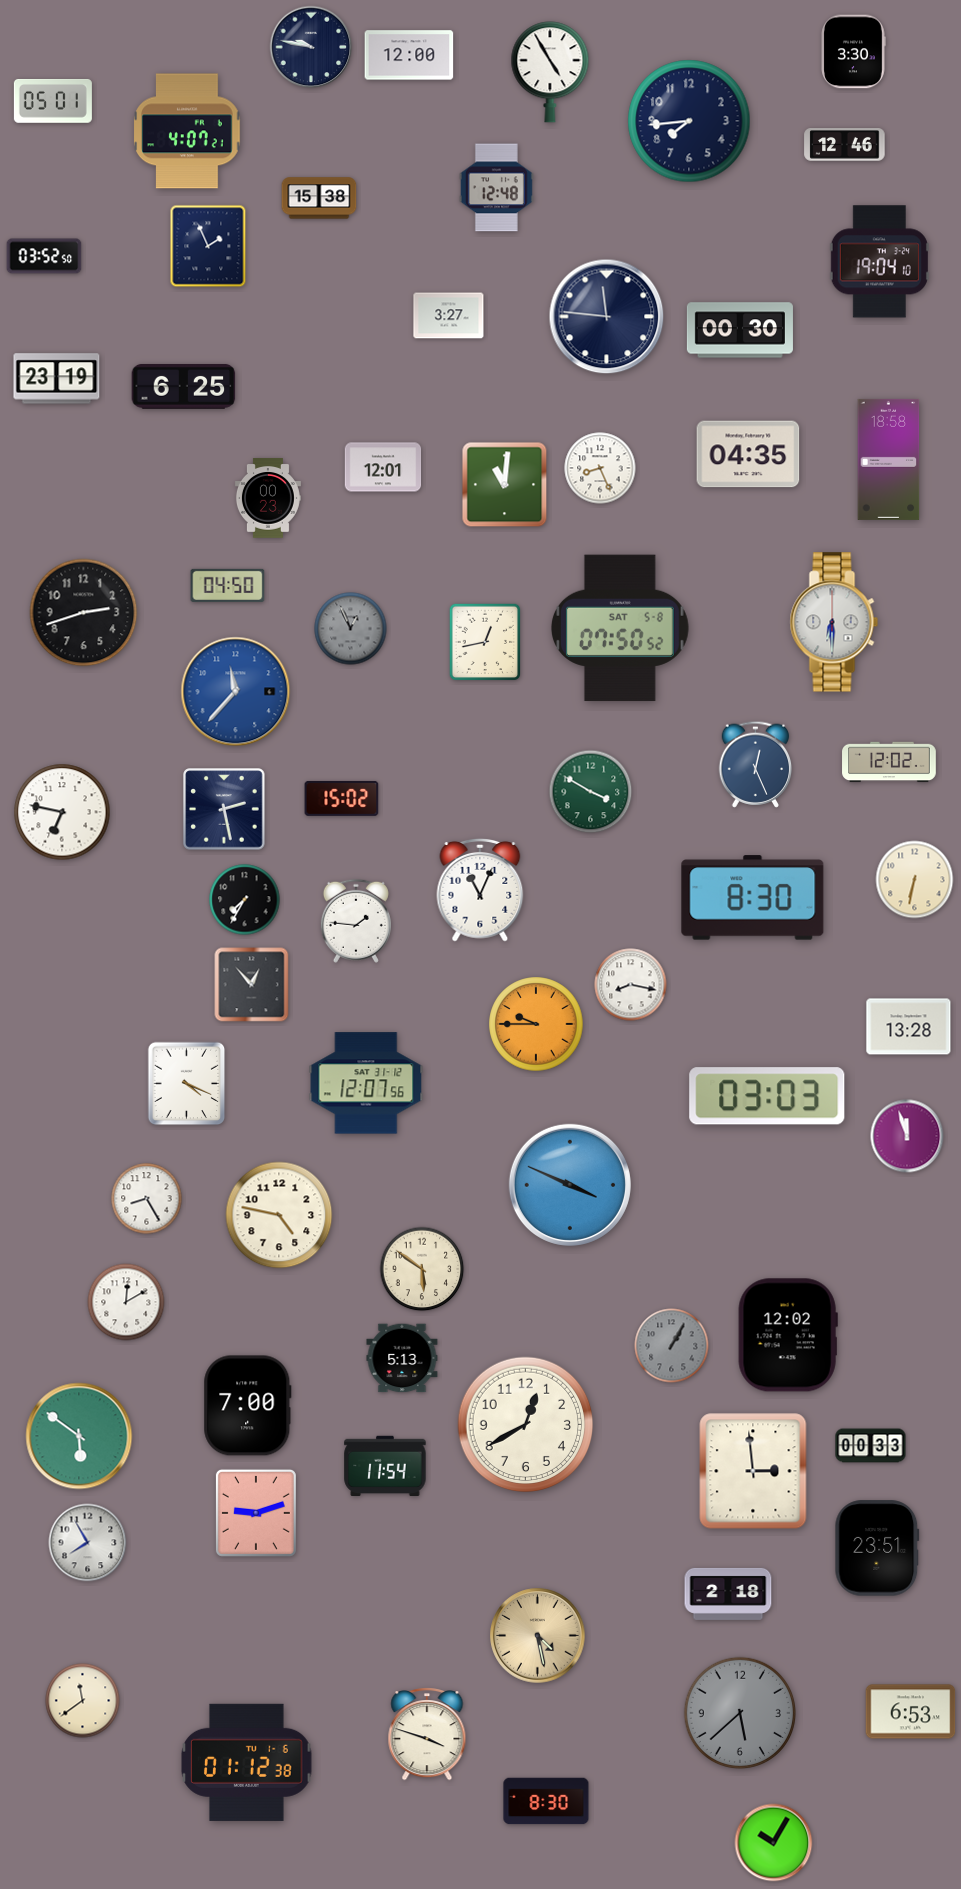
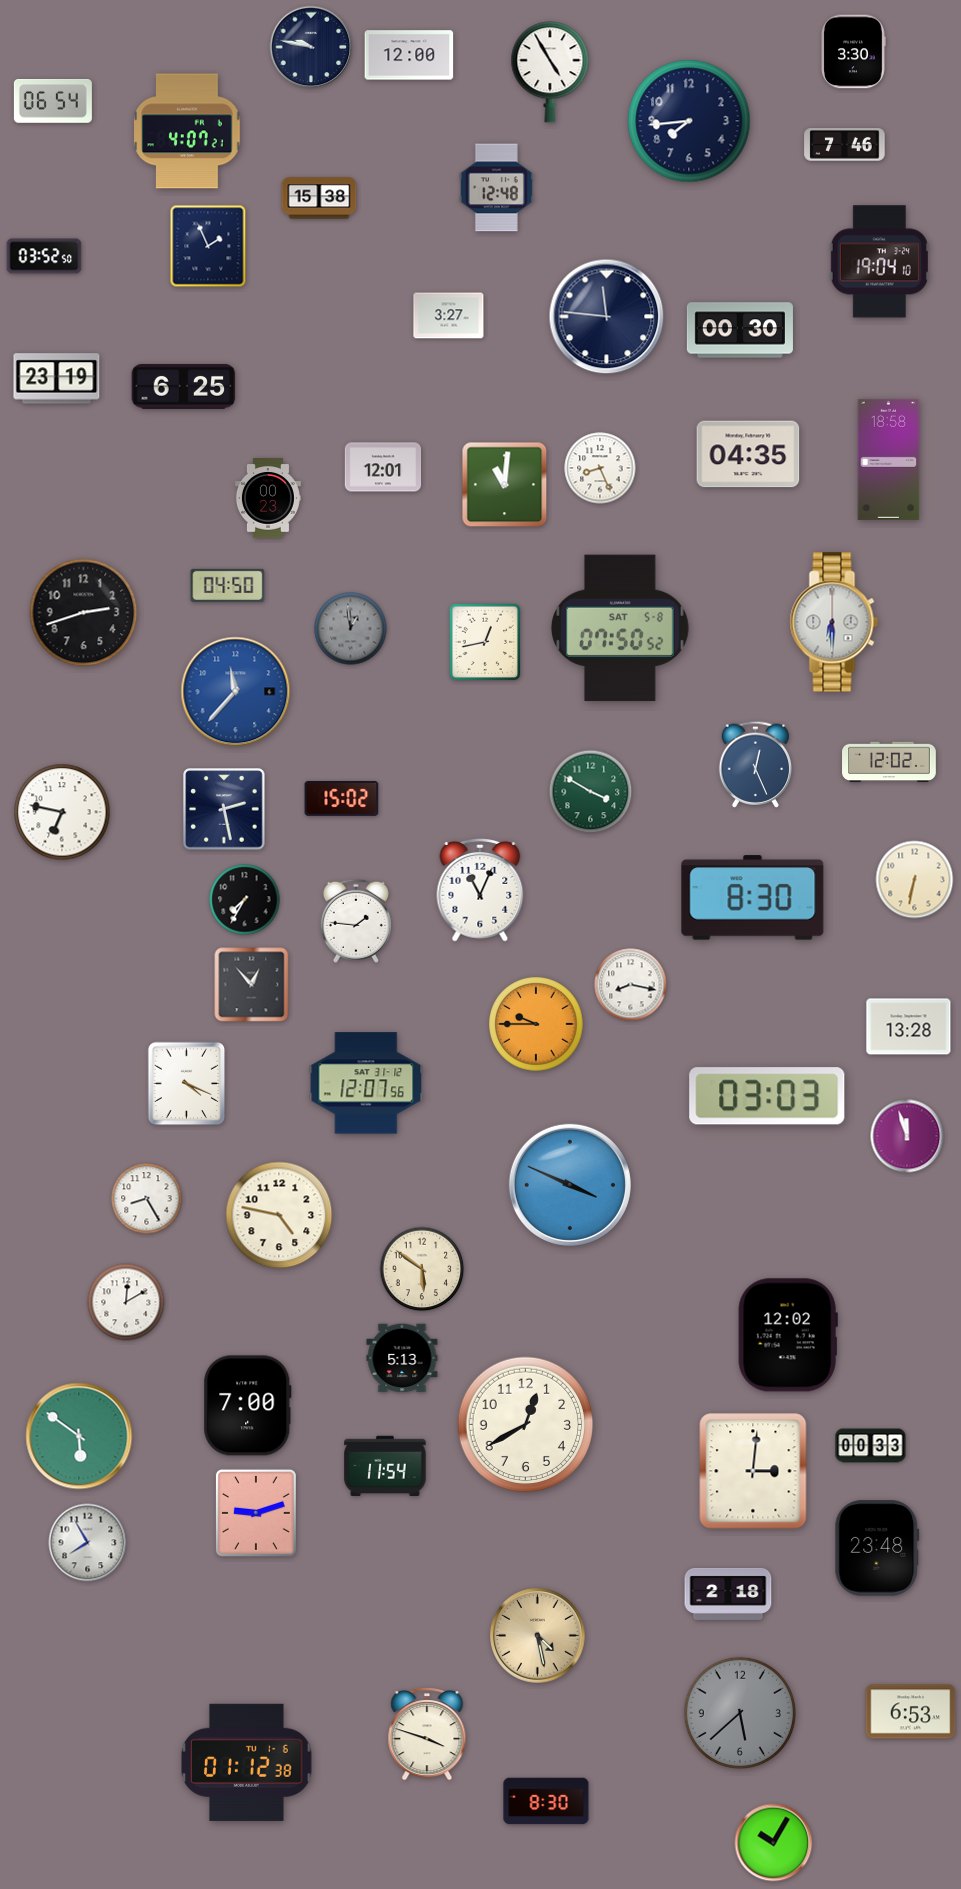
clock at (53, 101): 05:01 -> 06:54
clock at (845, 145): 12:46 -> 7:46
clock at (351, 629): 12:56 -> 12:59
clock at (672, 1346): 1:05 -> none
clock at (753, 1471): 2:59 -> 3:01
clock at (877, 1548): 23:51 -> 23:48
clock at (83, 1701): 11:39 -> none
